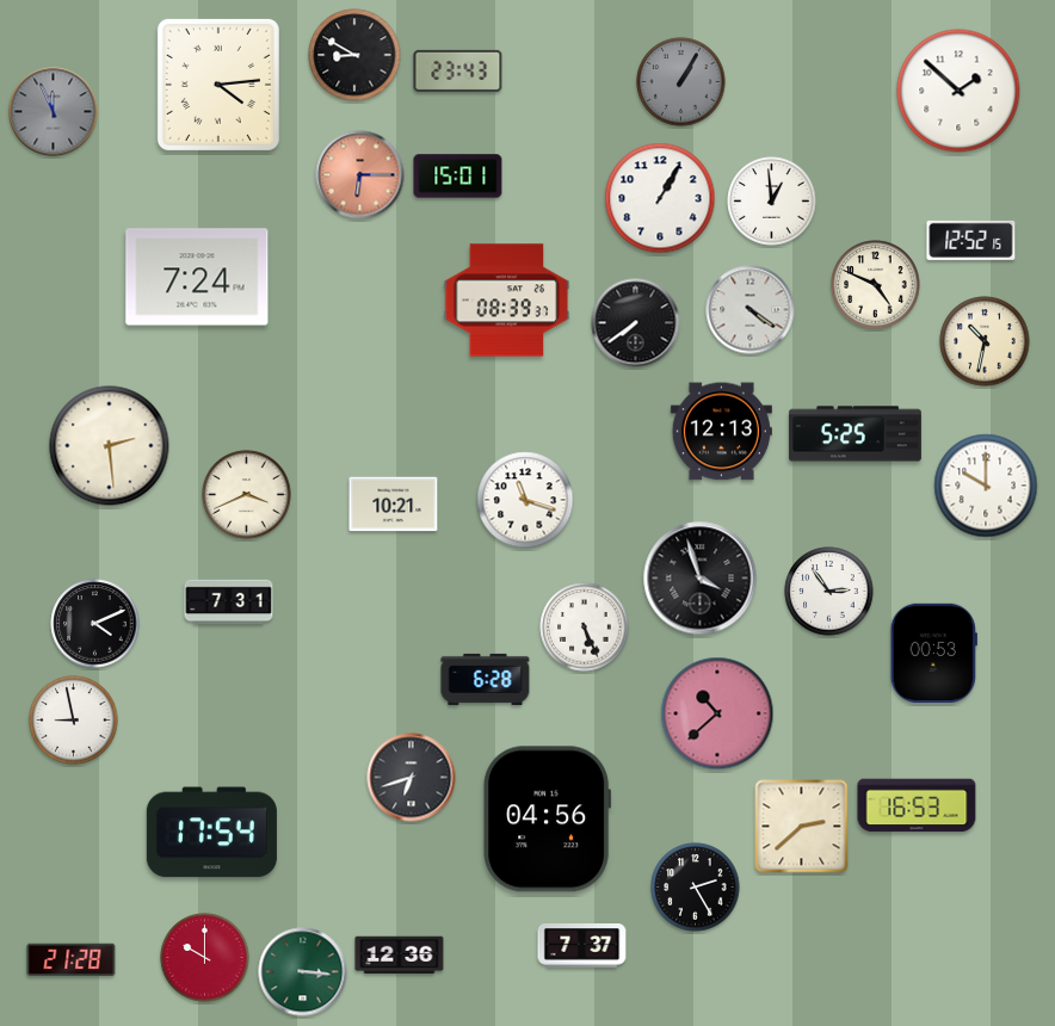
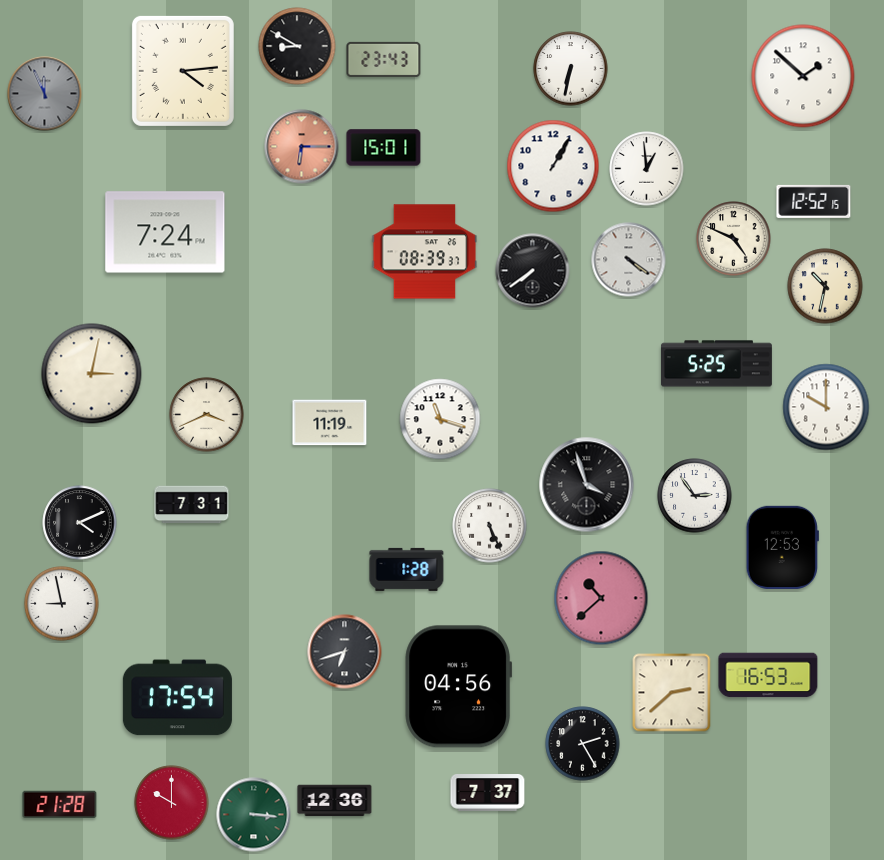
clock at (681, 82): 1:05 -> 6:32
clock at (681, 82) dial: grey -> white
clock at (721, 432): 12:13 -> none
clock at (110, 446): 2:29 -> 3:02
clock at (394, 505): 10:21 -> 11:19
clock at (933, 653): 00:53 -> 12:53
clock at (486, 679): 6:28 -> 1:28
